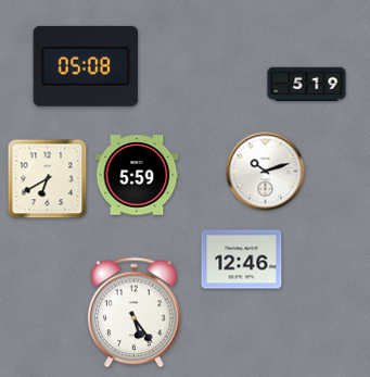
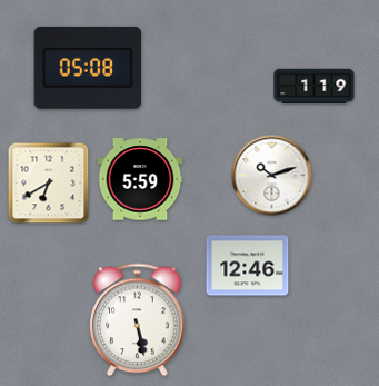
clock at (307, 85): 5:19 -> 1:19
clock at (135, 313): 5:24 -> 5:28
